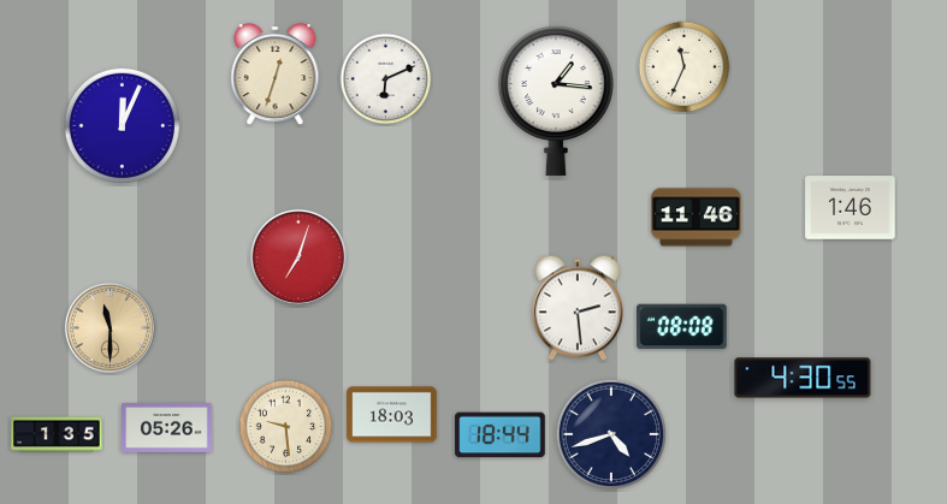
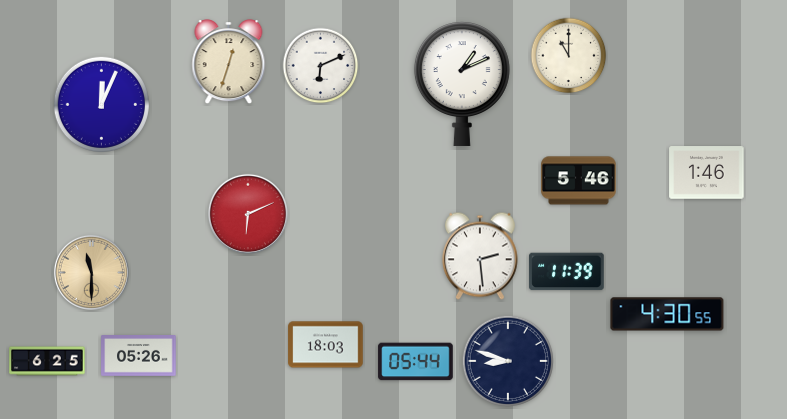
clock at (685, 67): 11:34 -> 11:00
clock at (556, 101): 1:16 -> 1:11
clock at (697, 218): 11:46 -> 5:46
clock at (298, 257): 7:03 -> 6:11
clock at (682, 327): 08:08 -> 11:39
clock at (286, 427): 9:29 -> none
clock at (610, 433): 4:42 -> 8:48
clock at (57, 434): 1:35 -> 6:25
clock at (501, 435): 18:44 -> 05:44
